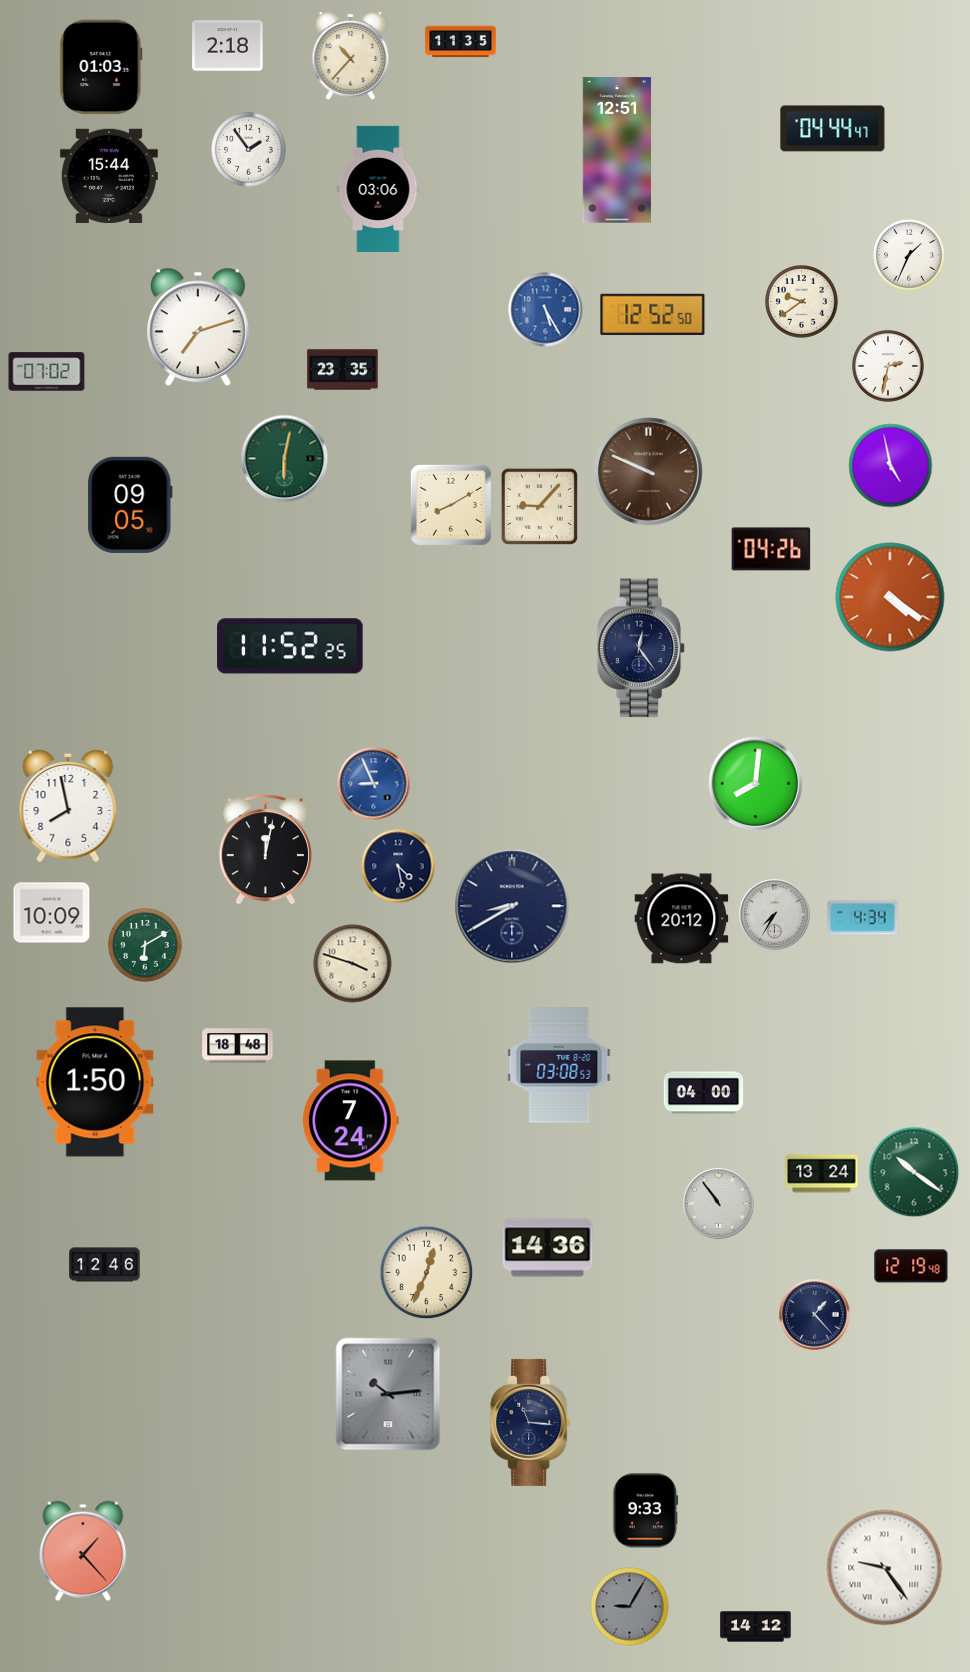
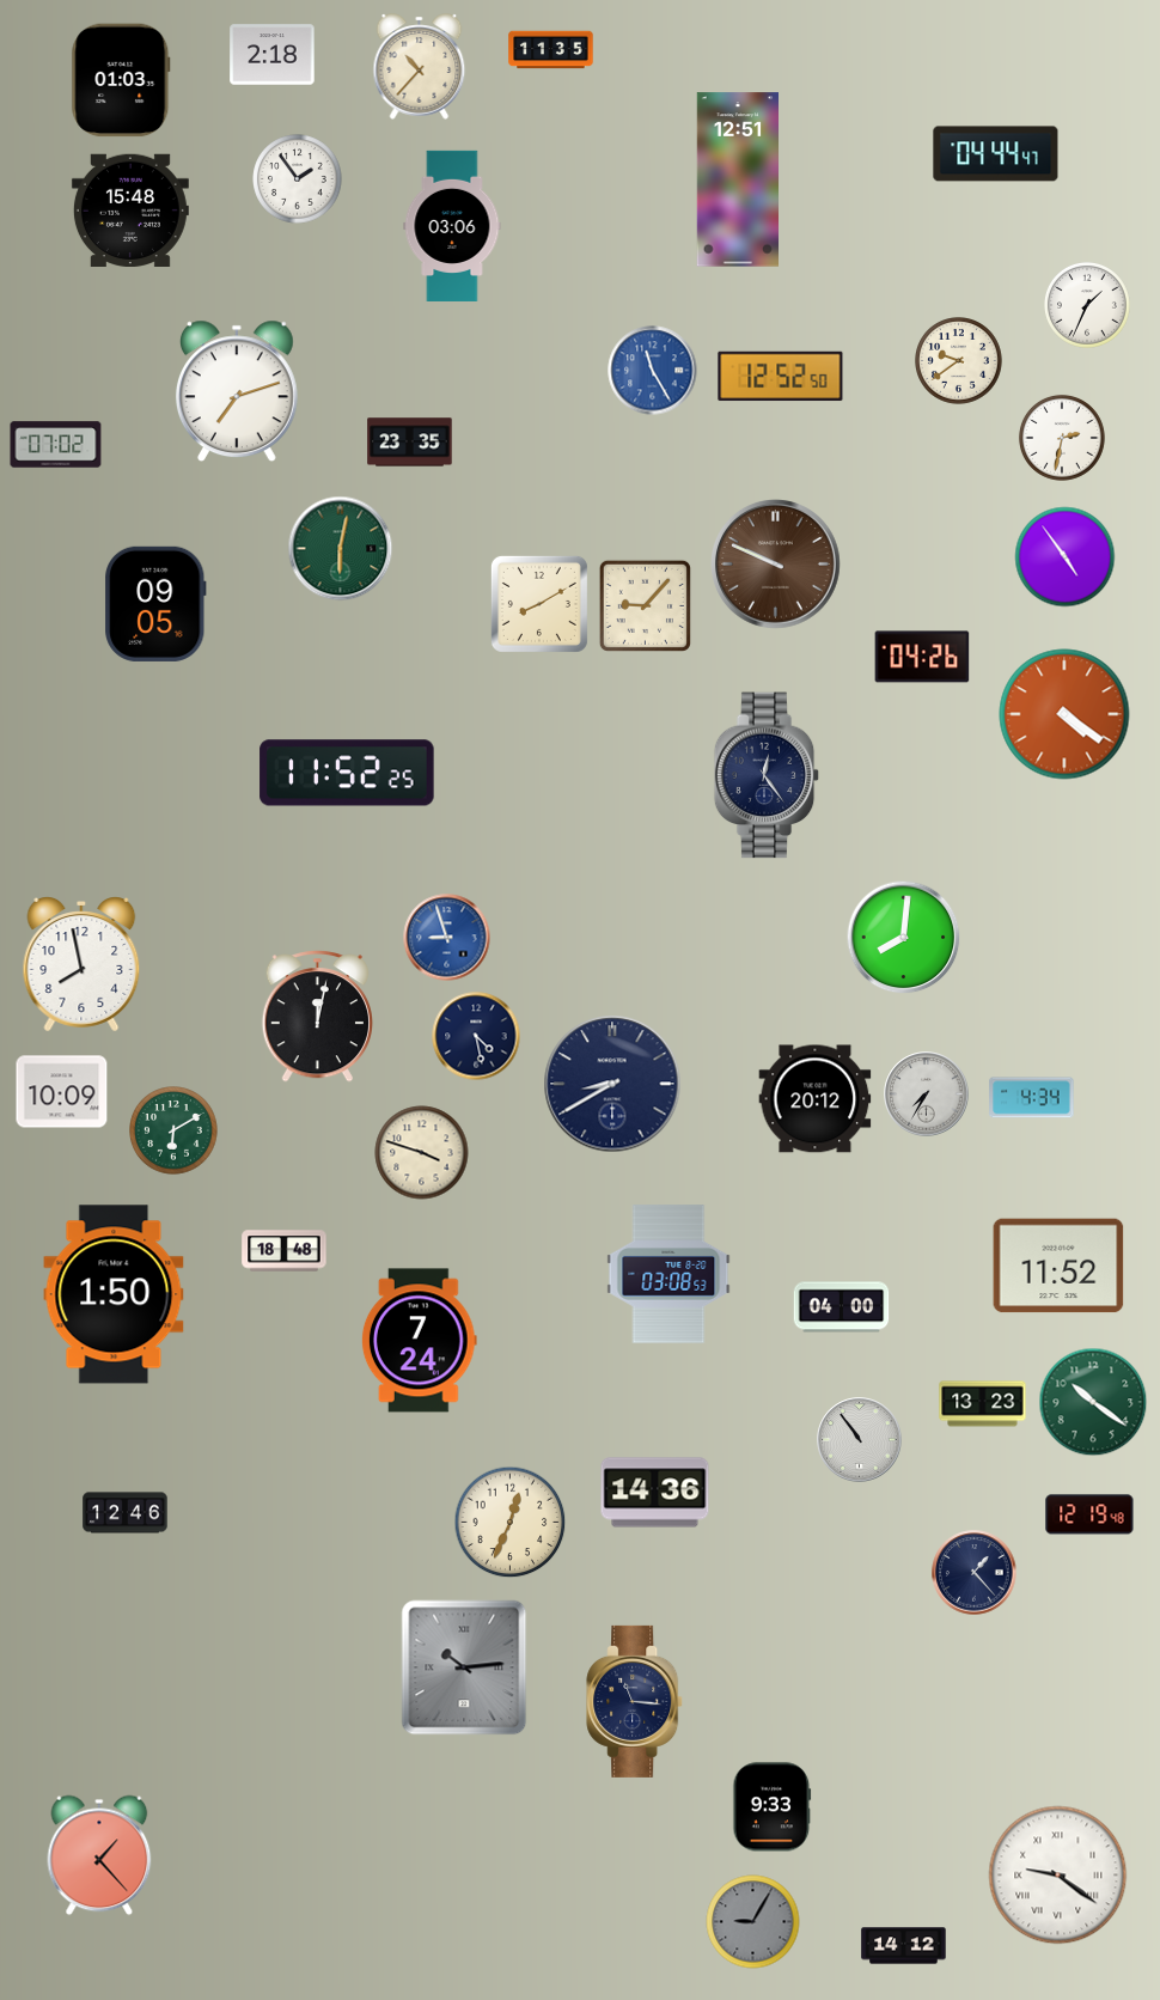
clock at (109, 176): 15:44 -> 15:48
clock at (546, 310): 5:25 -> 11:25
clock at (891, 466): 4:58 -> 4:54
clock at (374, 784): 8:56 -> 8:57
clock at (1058, 1266): none -> 11:52
clock at (822, 1174): 13:24 -> 13:23
clock at (885, 1568): 9:24 -> 9:21
